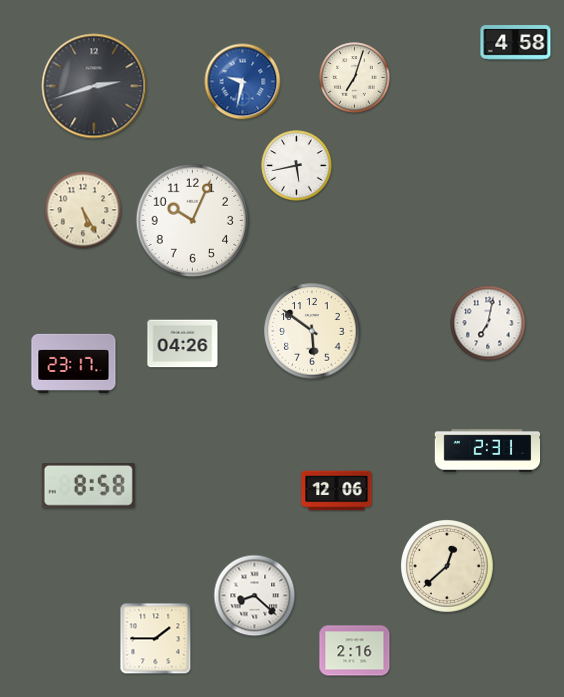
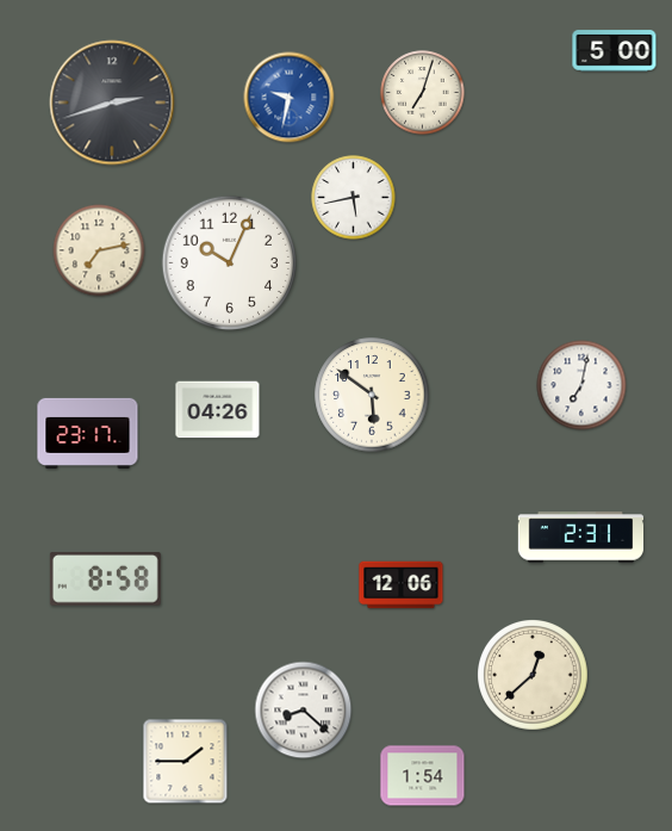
clock at (516, 43): 4:58 -> 5:00
clock at (83, 210): 5:25 -> 7:13
clock at (355, 651): 2:16 -> 1:54
